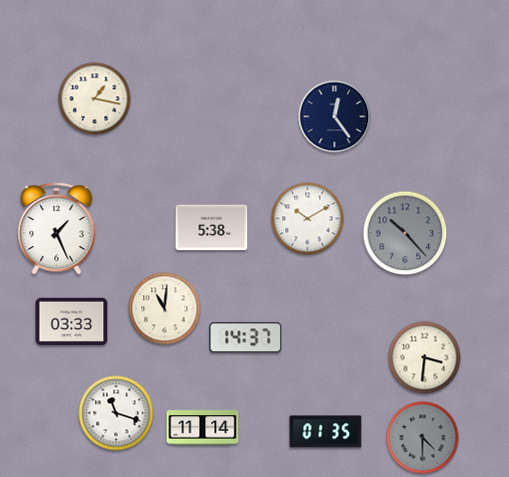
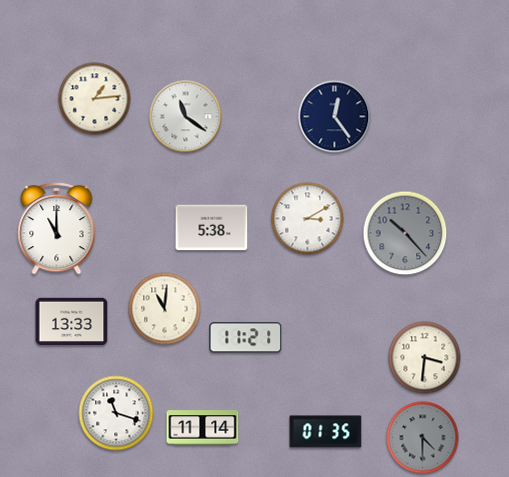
clock at (95, 99): 1:17 -> 1:14
clock at (186, 117): none -> 11:21
clock at (308, 219): 10:10 -> 3:10
clock at (57, 228): 1:26 -> 11:00
clock at (72, 322): 03:33 -> 13:33
clock at (246, 338): 14:37 -> 11:21
